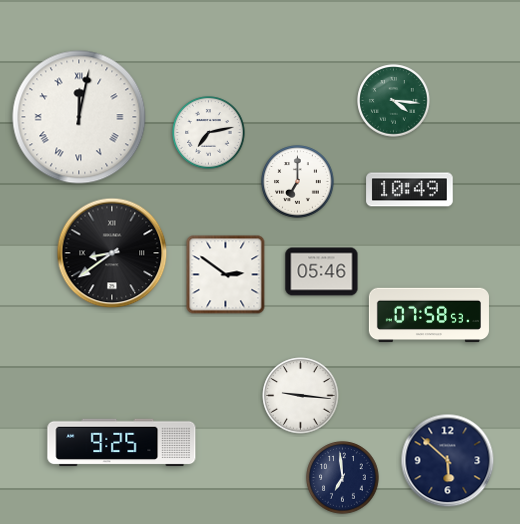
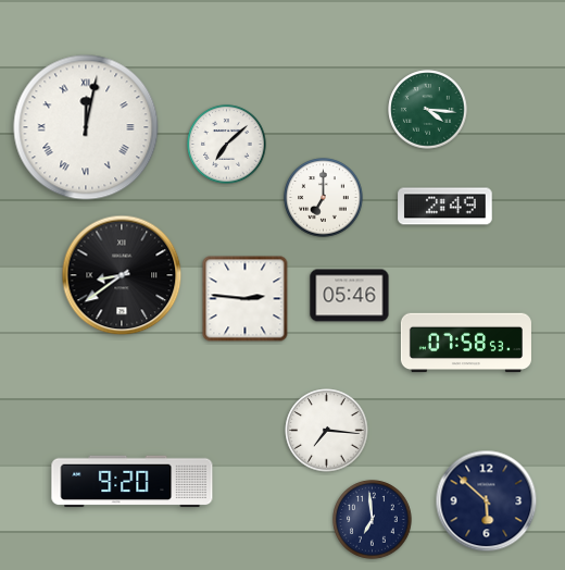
clock at (209, 133): 7:13 -> 7:08
clock at (410, 190): 10:49 -> 2:49
clock at (226, 275): 2:51 -> 2:46
clock at (301, 396): 9:16 -> 7:16
clock at (122, 443): 9:25 -> 9:20
